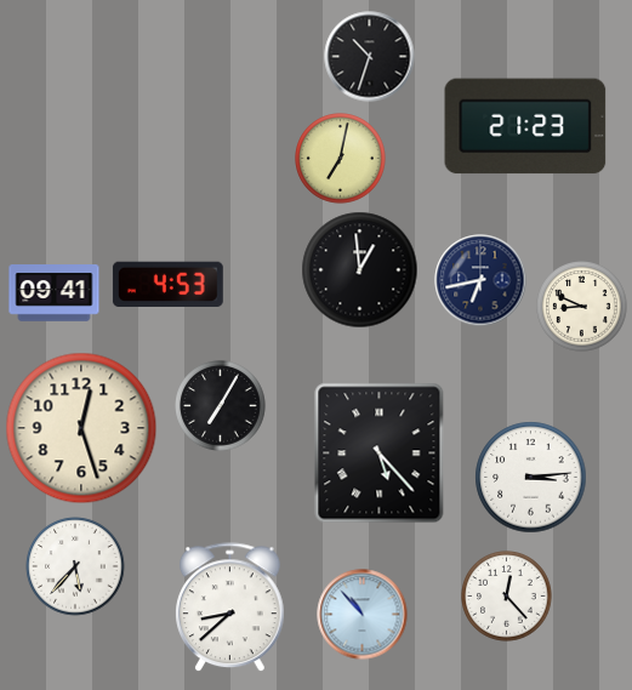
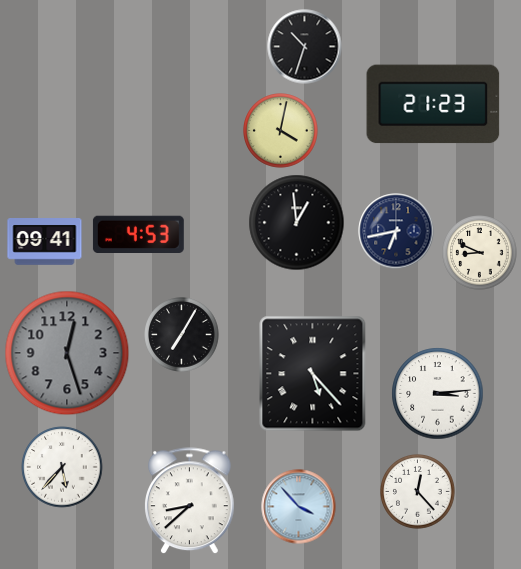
clock at (341, 159): 7:02 -> 4:02
clock at (81, 428) dial: cream -> grey
clock at (363, 615): 10:53 -> 3:53
